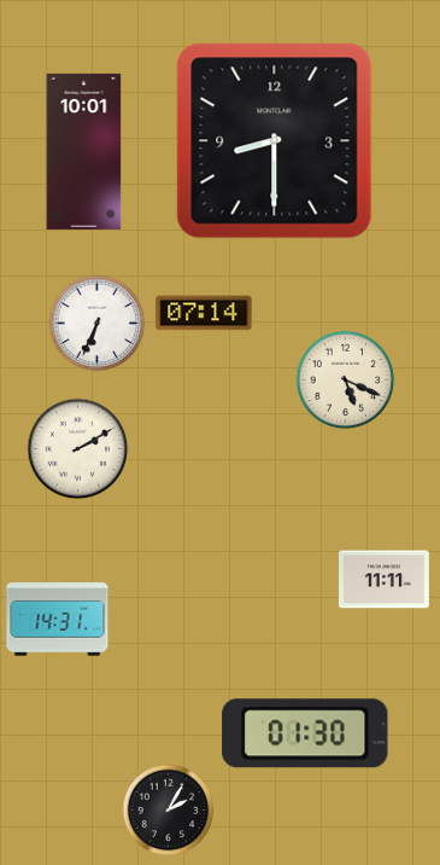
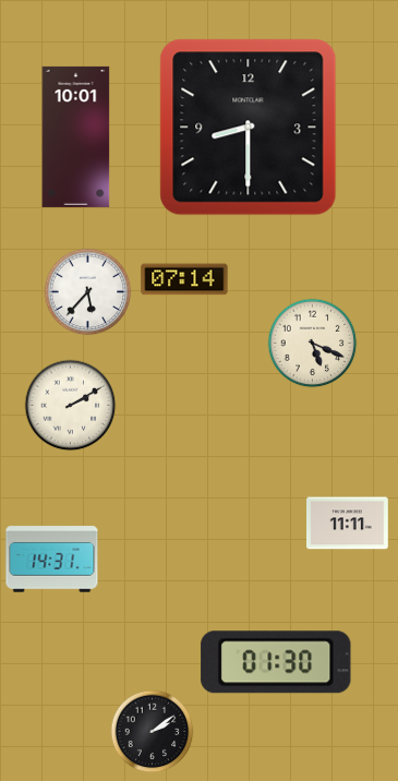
clock at (204, 313) position: (204, 313) -> (184, 279)
clock at (98, 324): 6:34 -> 5:37
clock at (169, 811): 2:05 -> 2:09
